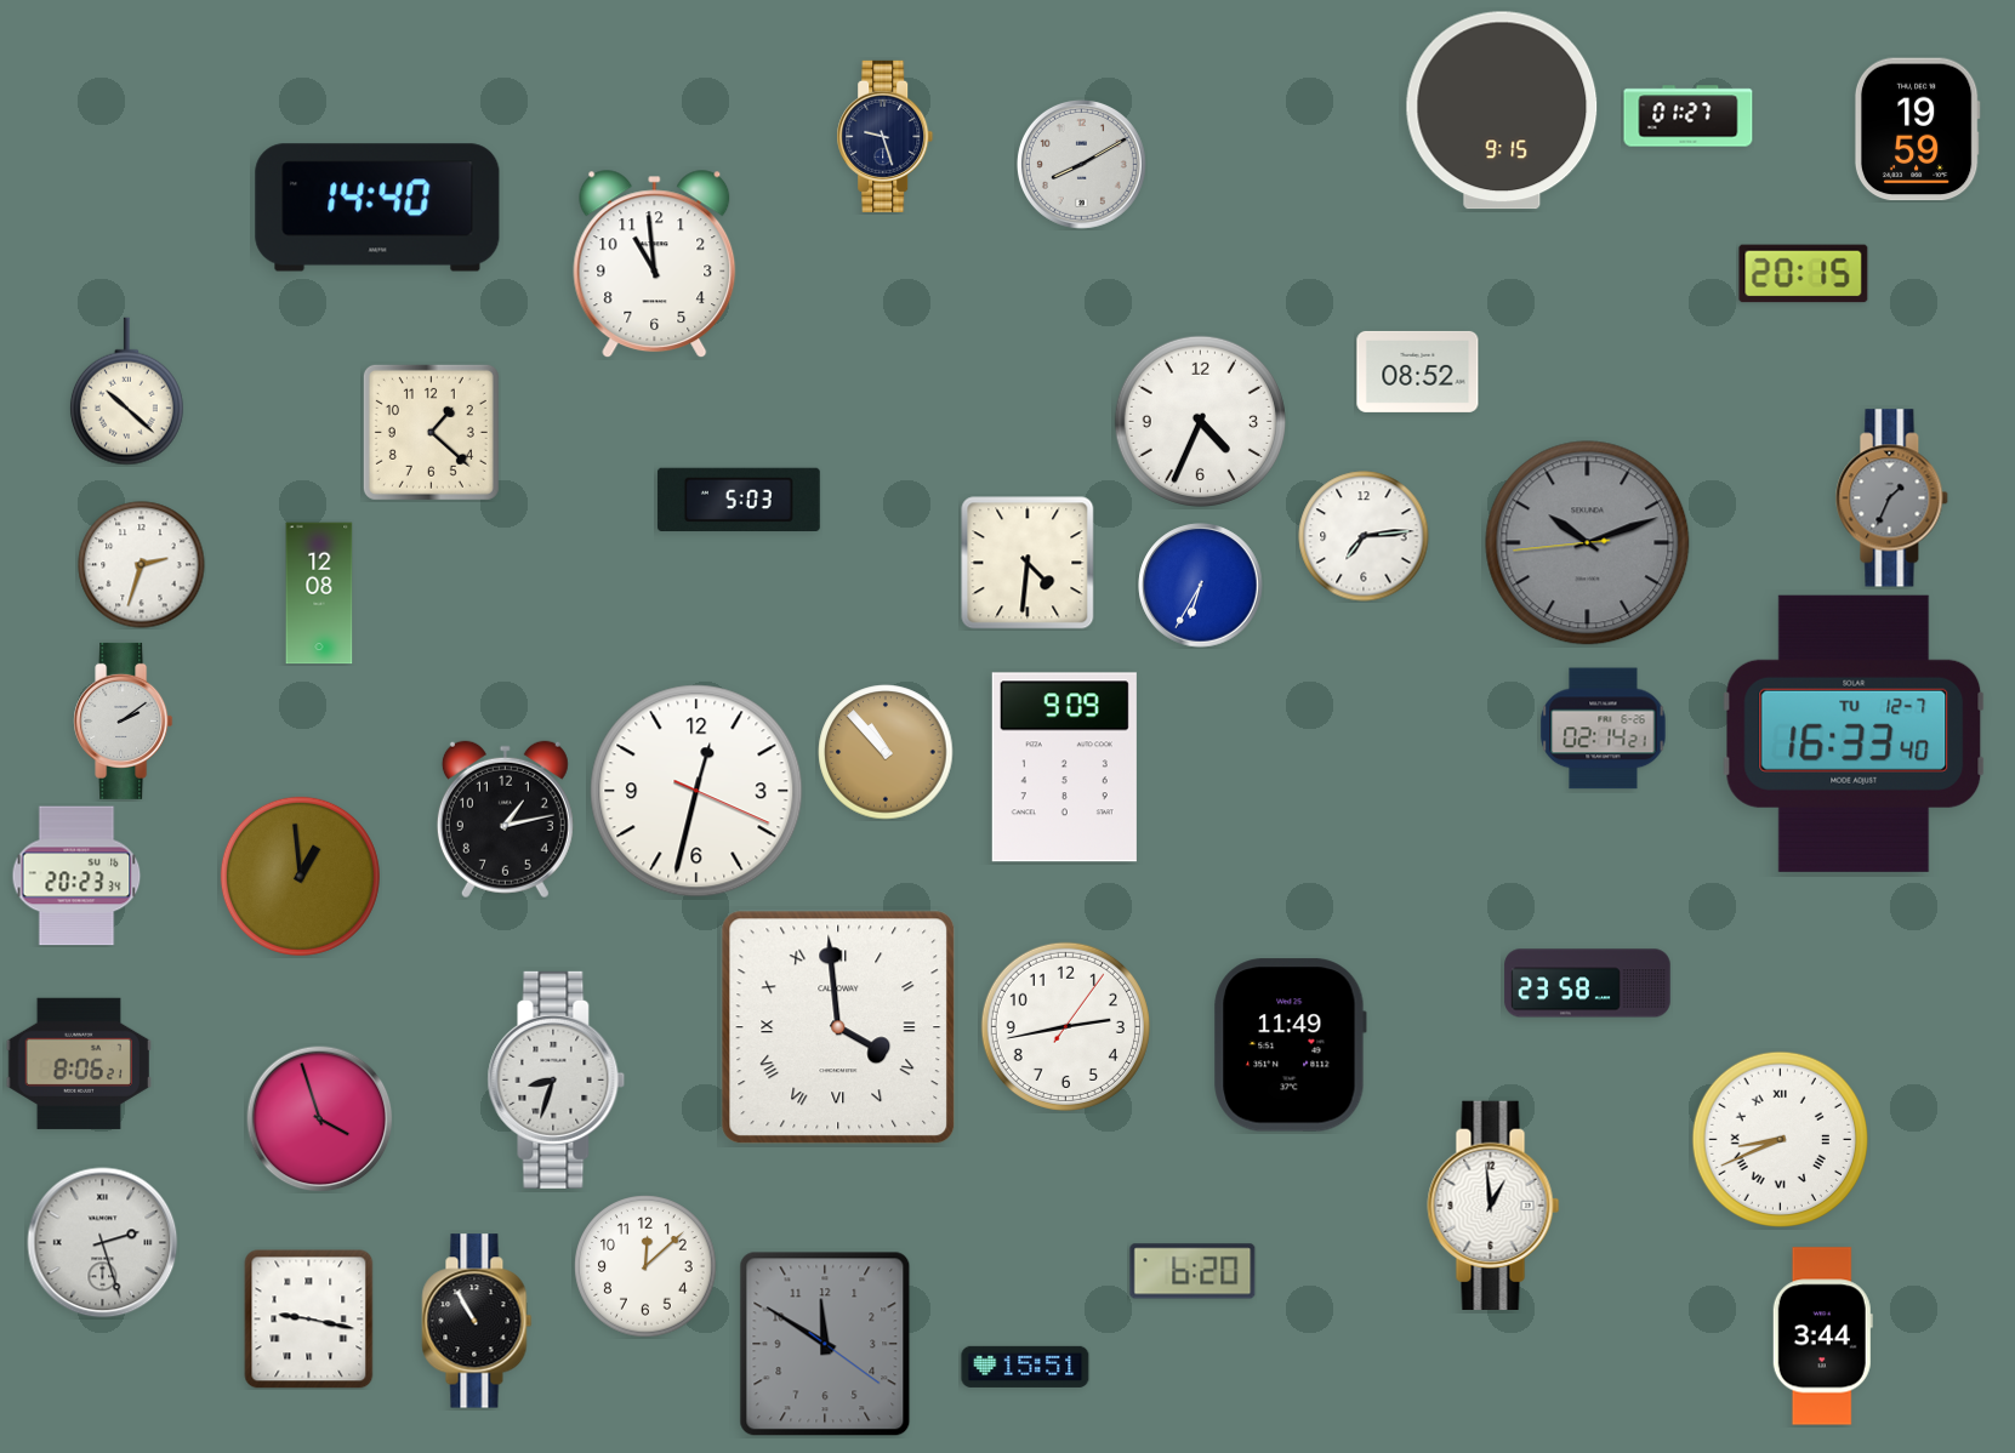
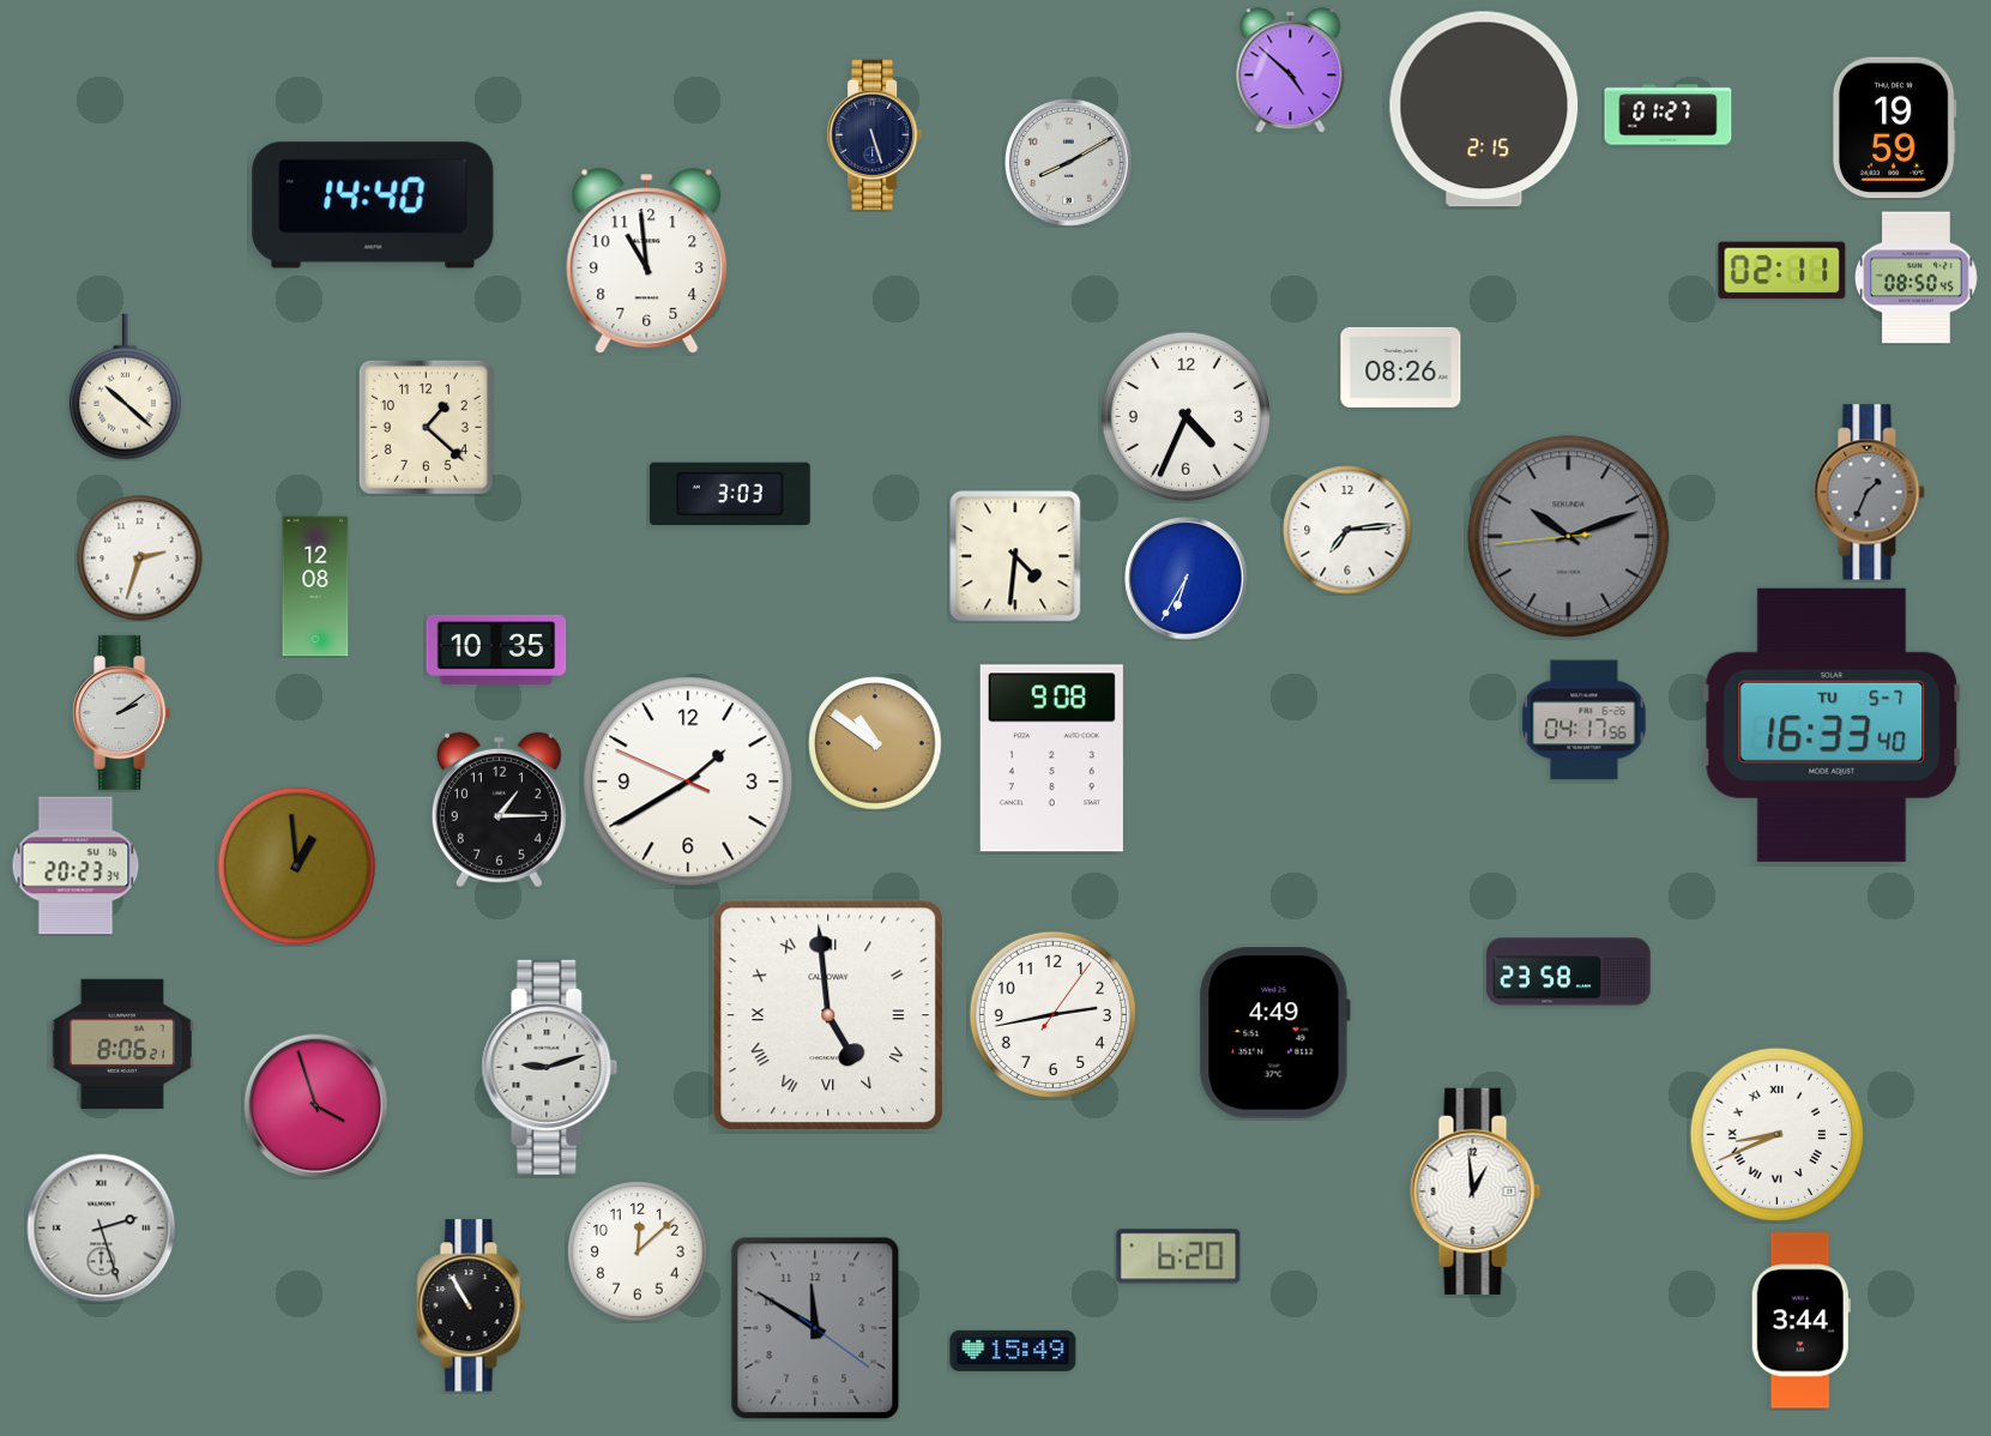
clock at (1291, 71): none -> 4:52
clock at (1502, 110): 9:15 -> 2:15
clock at (886, 136): 9:27 -> 5:27
clock at (1804, 274): 20:15 -> 02:11
clock at (1917, 278): none -> 08:50
clock at (1418, 371): 08:52 -> 08:26
clock at (739, 498): 5:03 -> 3:03
clock at (496, 650): none -> 10:35
clock at (1604, 729): 02:14 -> 04:17
clock at (1854, 734) date: TU 12-7 -> TU 5-7
clock at (886, 752): 10:53 -> 10:51
clock at (1064, 768): 9:09 -> 9:08
clock at (696, 791): 12:32 -> 1:39
clock at (505, 820): 1:13 -> 1:15
clock at (838, 1027): 3:59 -> 4:59
clock at (1290, 1045): 11:49 -> 4:49
clock at (78, 1064) position: (78, 1064) -> (121, 1044)
clock at (557, 1079): 8:33 -> 9:12
clock at (1781, 1140) position: (1781, 1140) -> (1778, 1135)
clock at (309, 1320): 9:17 -> none
clock at (1025, 1367): 15:51 -> 15:49
